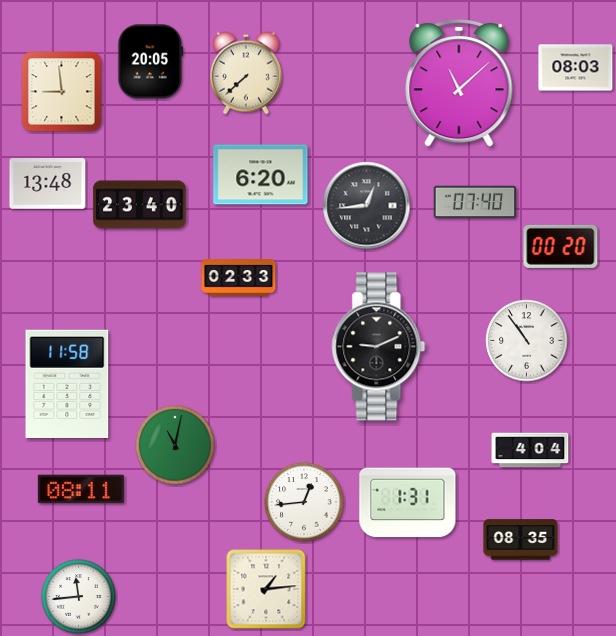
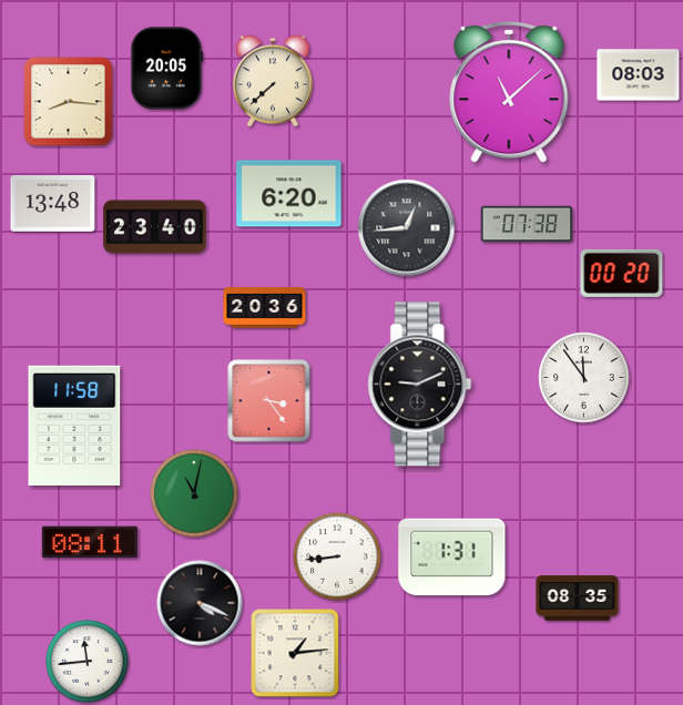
clock at (62, 92): 8:59 -> 8:16
clock at (475, 202): 07:40 -> 07:38
clock at (239, 278): 02:33 -> 20:36
clock at (527, 341): 10:54 -> 11:54
clock at (269, 401): none -> 3:24
clock at (530, 450): 4:04 -> none
clock at (304, 502): 12:44 -> 8:44
clock at (200, 603): none -> 4:19
